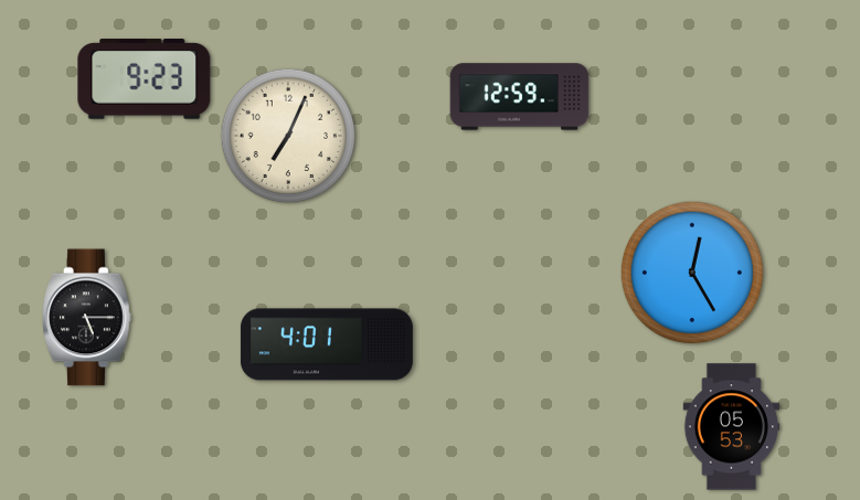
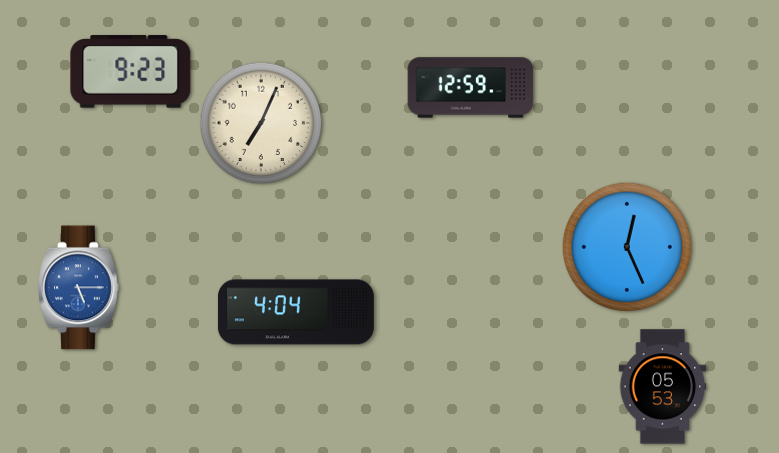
clock at (692, 273): 12:25 -> 12:26
clock at (87, 318) dial: black -> blue
clock at (327, 344): 4:01 -> 4:04
